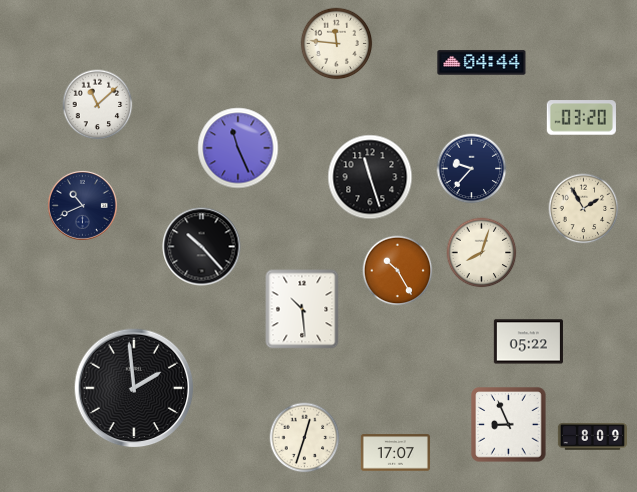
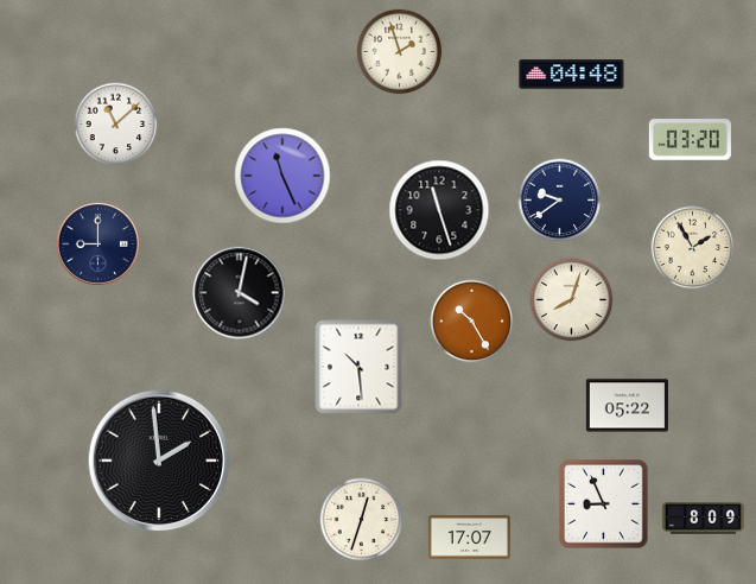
clock at (337, 44): 11:46 -> 1:57
clock at (482, 63): 04:44 -> 04:48
clock at (472, 169): 9:37 -> 9:39
clock at (82, 205): 10:41 -> 9:00
clock at (202, 247): 10:23 -> 4:02
